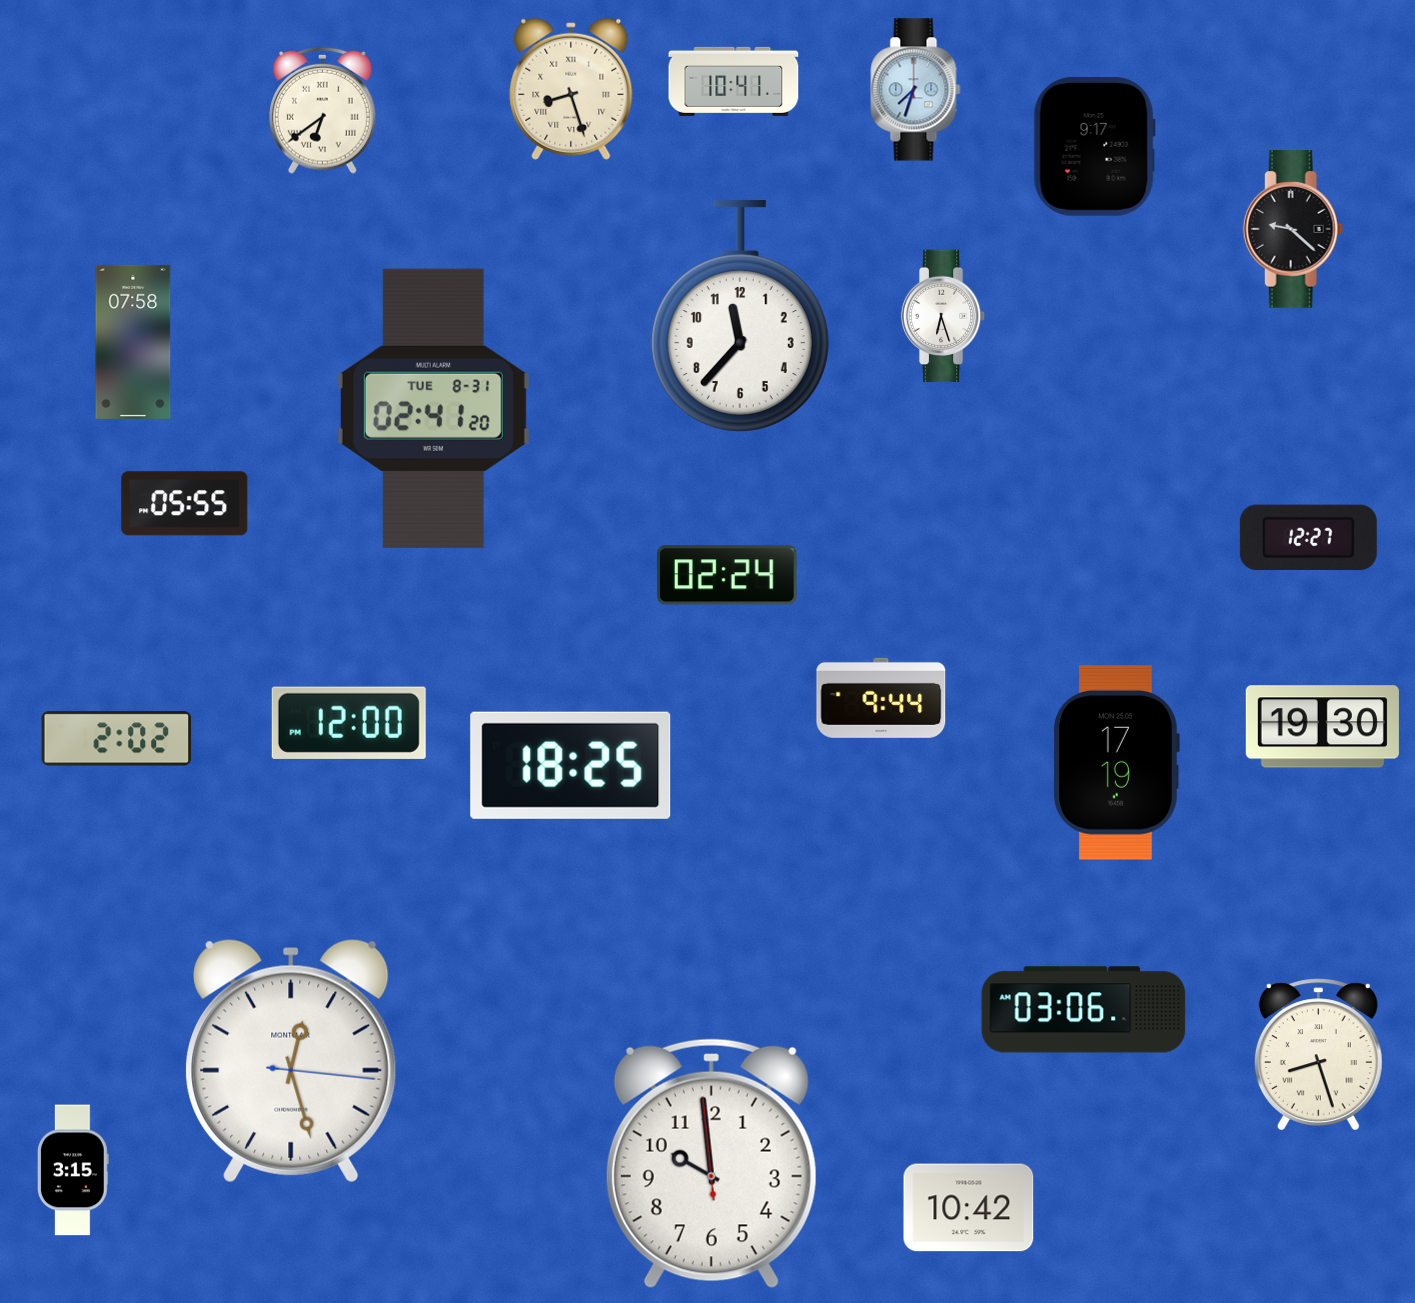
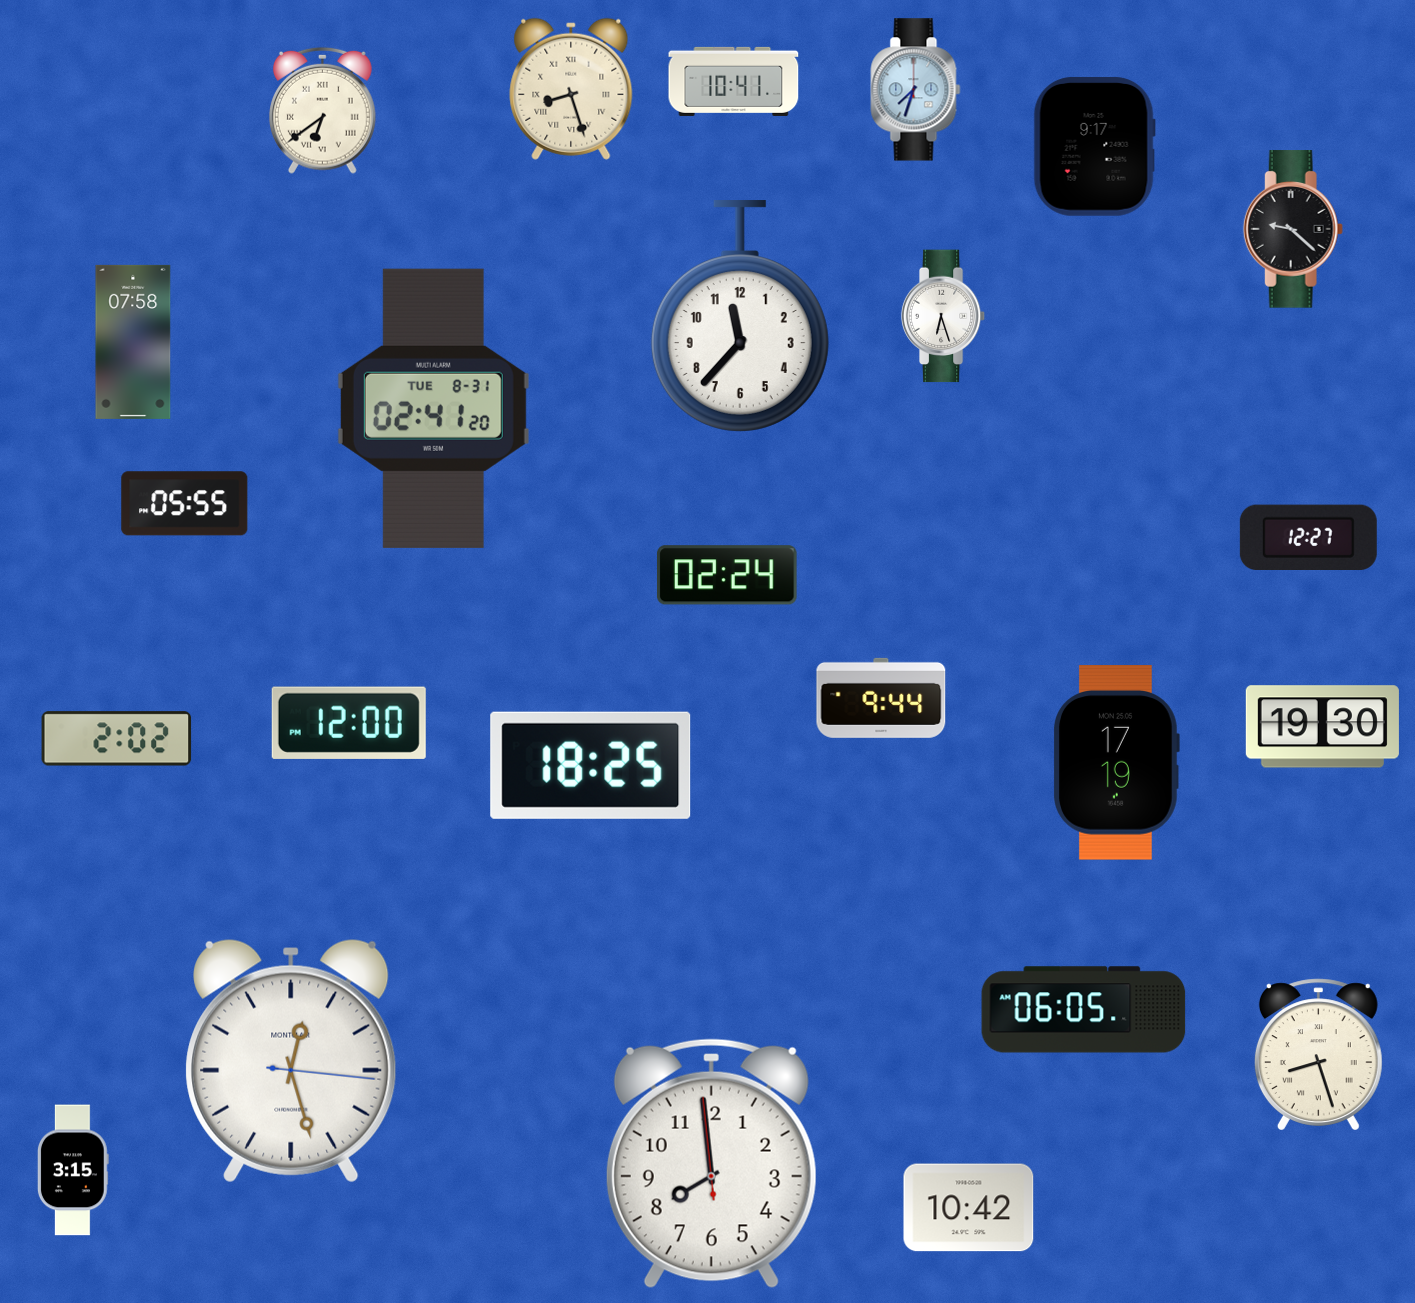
clock at (571, 765) position: (571, 765) -> (591, 765)
clock at (1084, 1010): 03:06 -> 06:05
clock at (711, 1164): 9:58 -> 7:58
